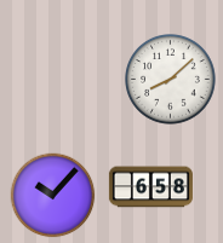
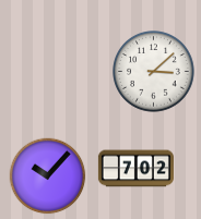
clock at (171, 80): 8:08 -> 3:08
clock at (150, 187): 6:58 -> 7:02
